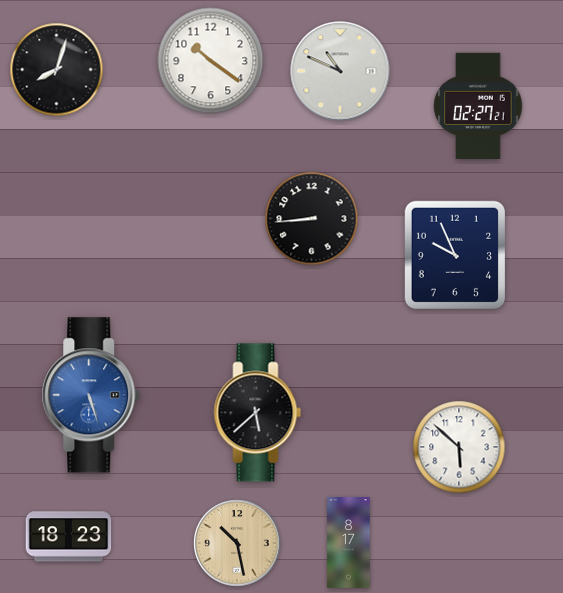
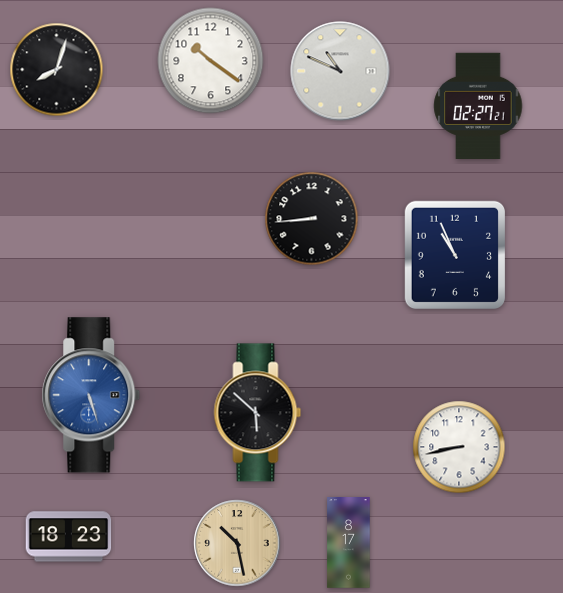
clock at (454, 254): 9:56 -> 10:56
clock at (258, 413): 5:38 -> 5:52
clock at (459, 447): 5:52 -> 8:43
